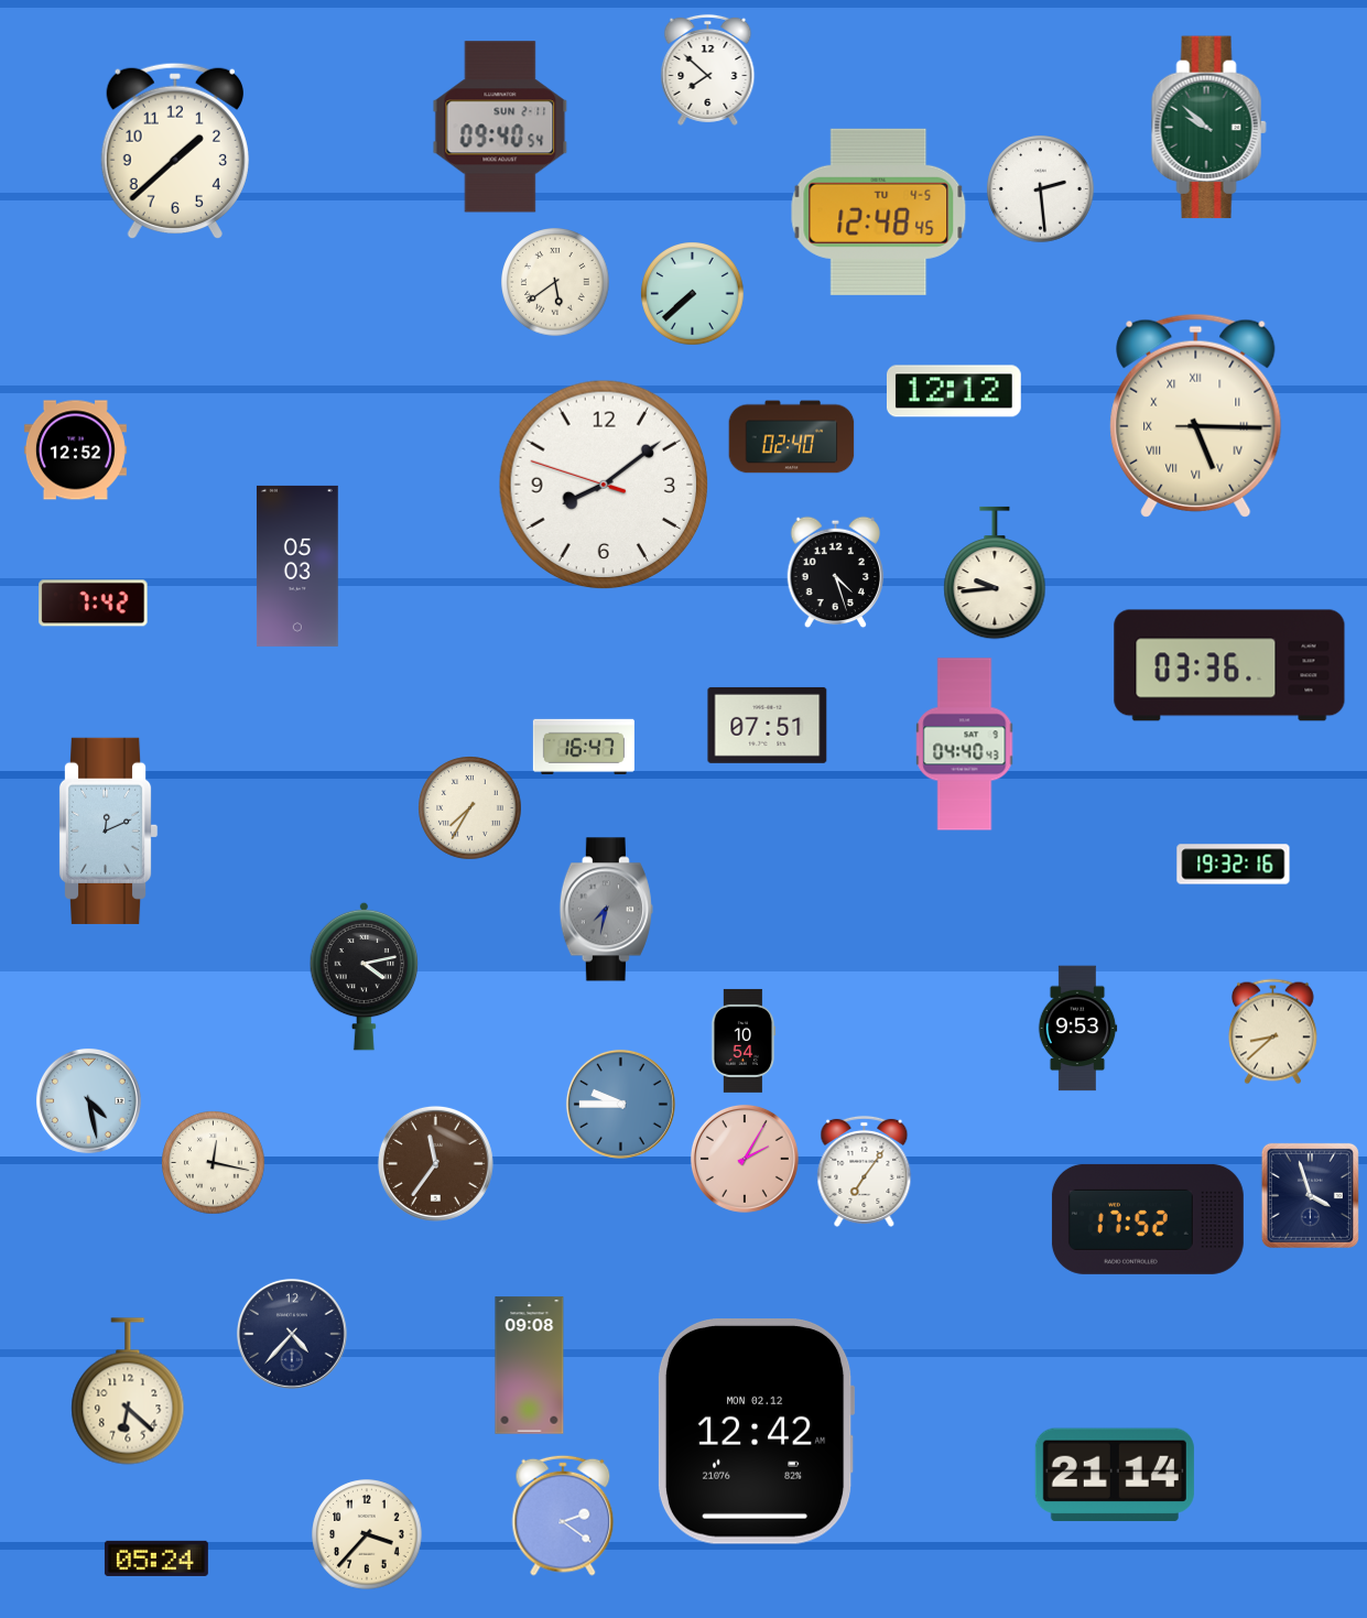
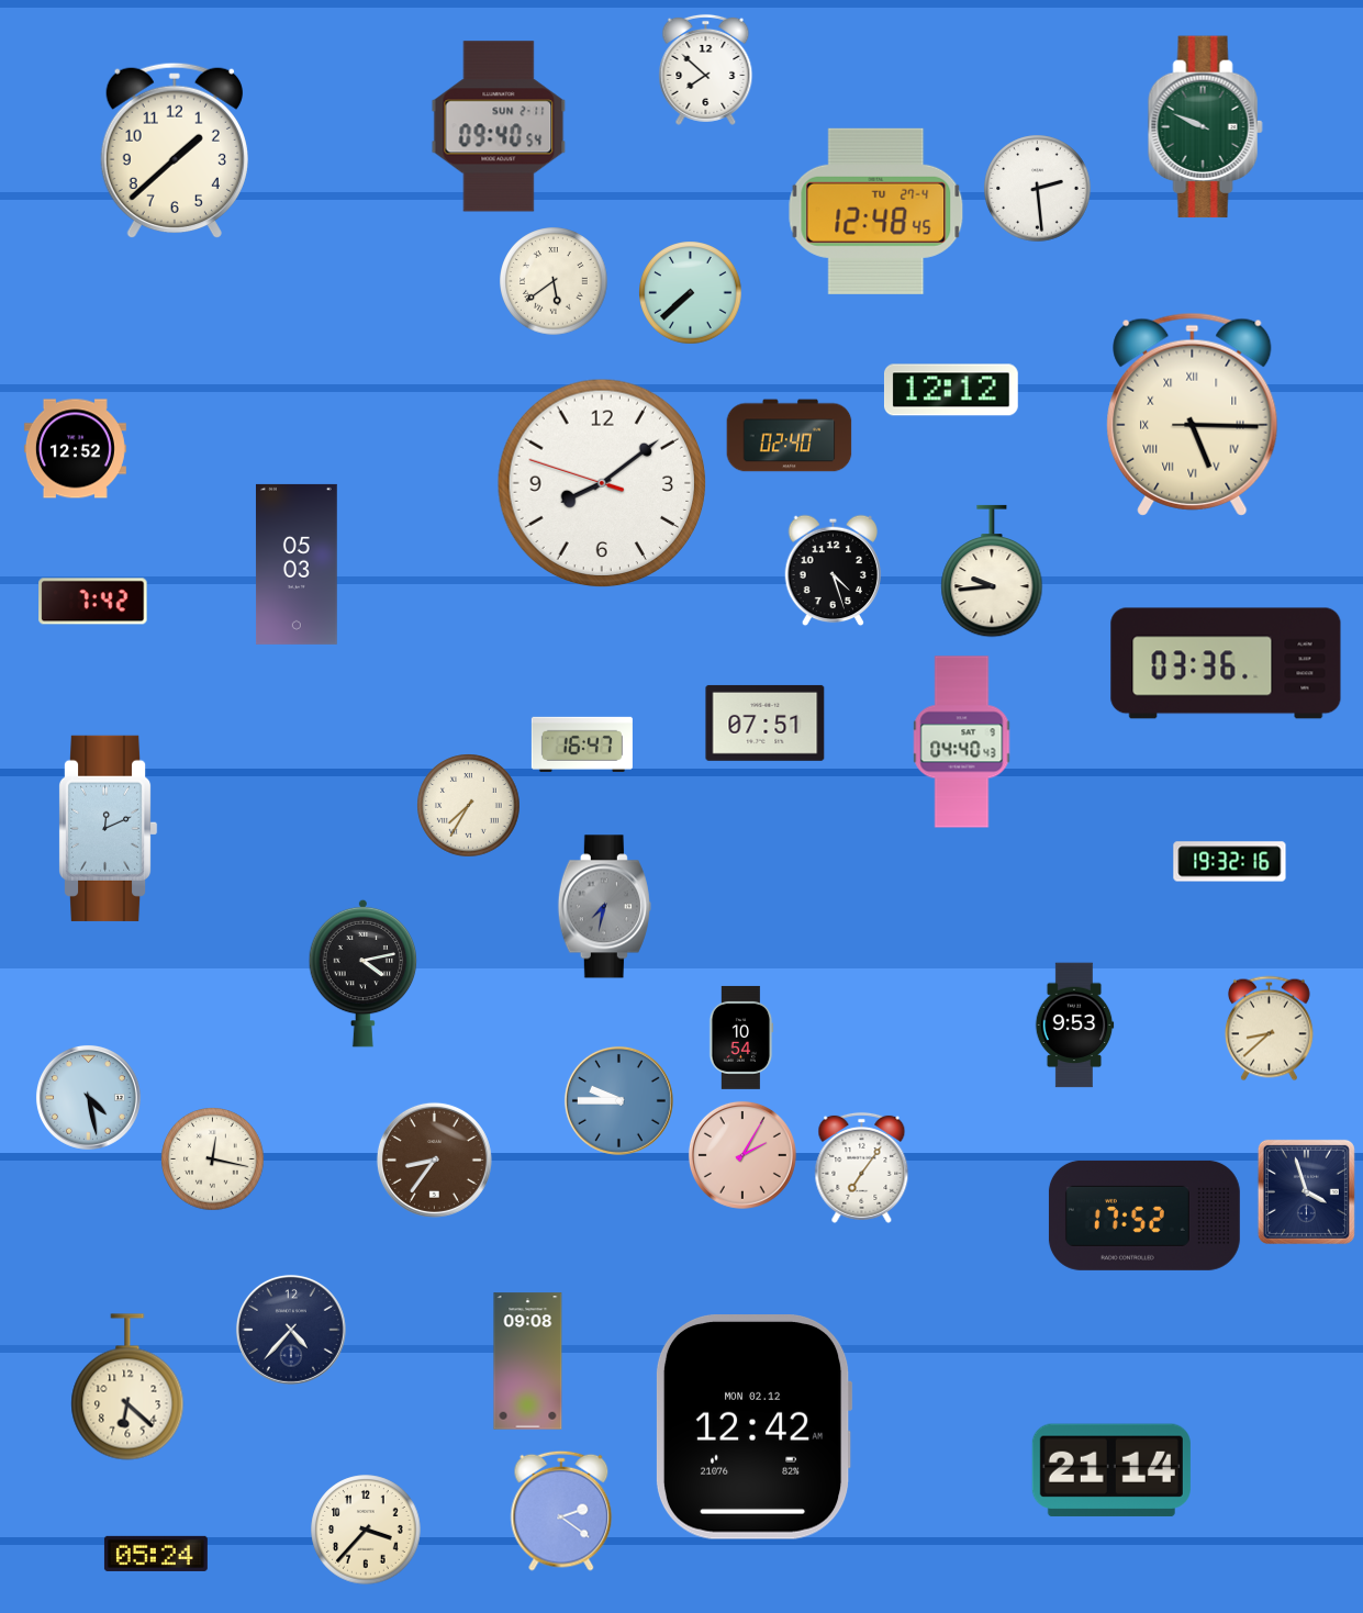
clock at (1208, 128): 9:52 -> 9:49
clock at (879, 211) date: TU 4-5 -> TU 27-4
clock at (435, 1163): 11:36 -> 8:36
